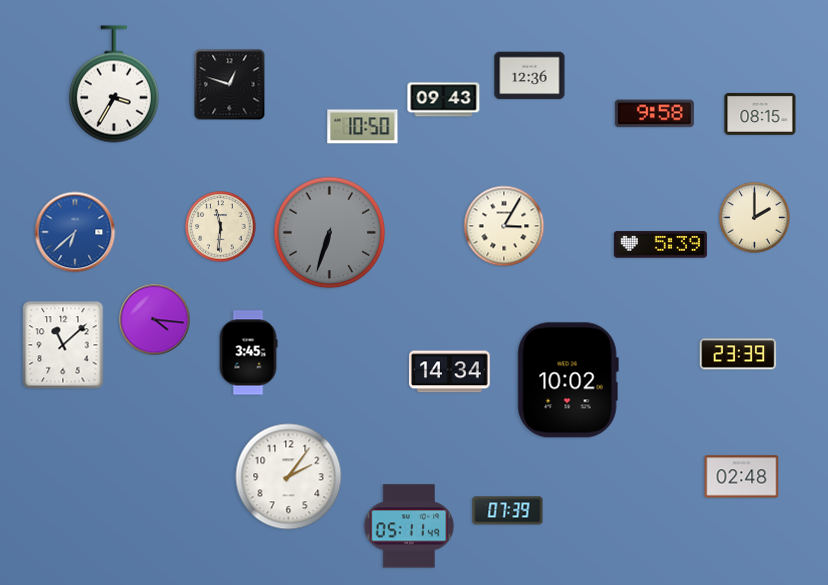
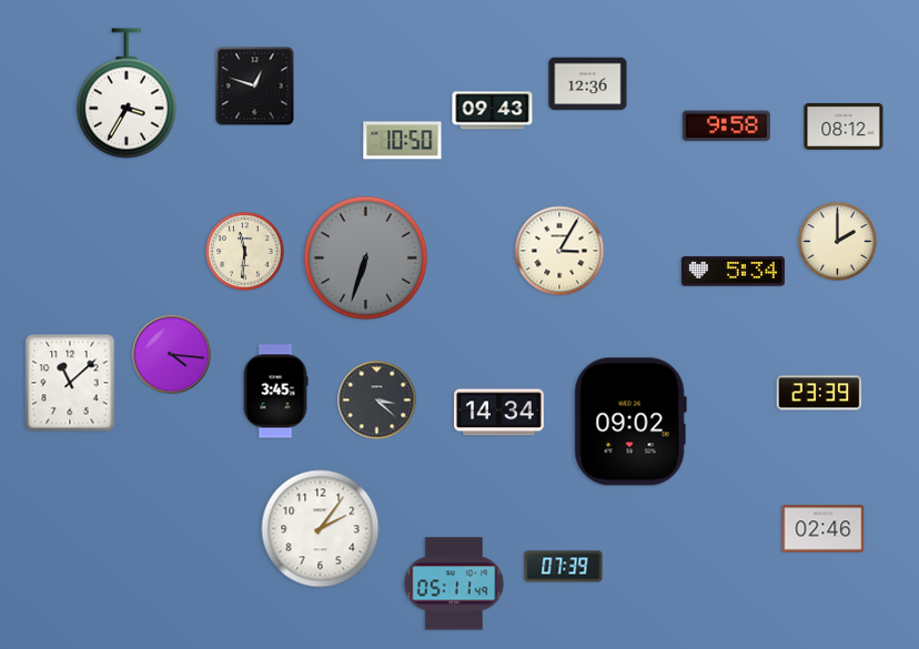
clock at (230, 85) position: (230, 85) -> (255, 87)
clock at (760, 114): 08:15 -> 08:12
clock at (75, 232): 6:38 -> none
clock at (660, 245): 5:39 -> 5:34
clock at (377, 400): none -> 3:22
clock at (568, 380): 10:02 -> 09:02
clock at (742, 477): 02:48 -> 02:46
